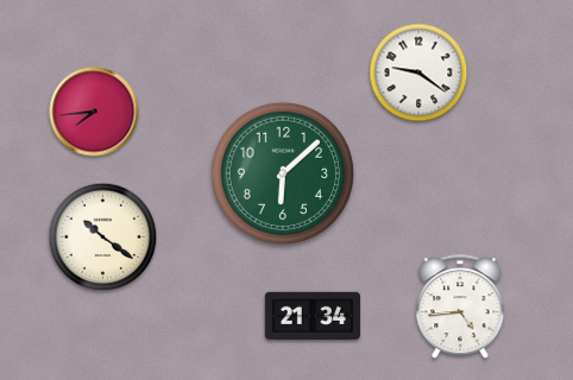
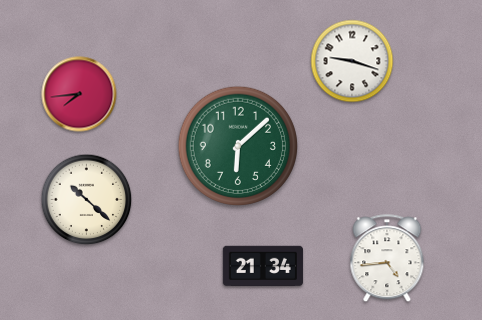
clock at (418, 72): 9:21 -> 9:18
clock at (103, 237): 10:21 -> 10:22
